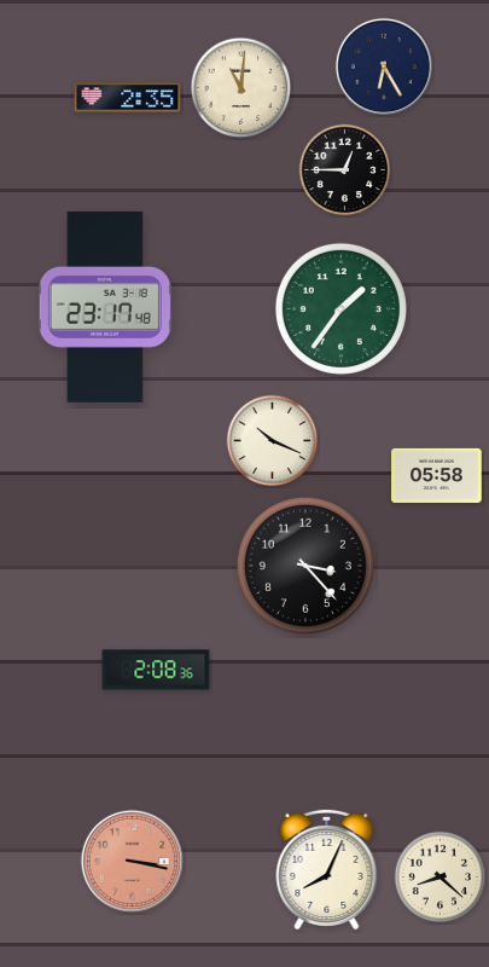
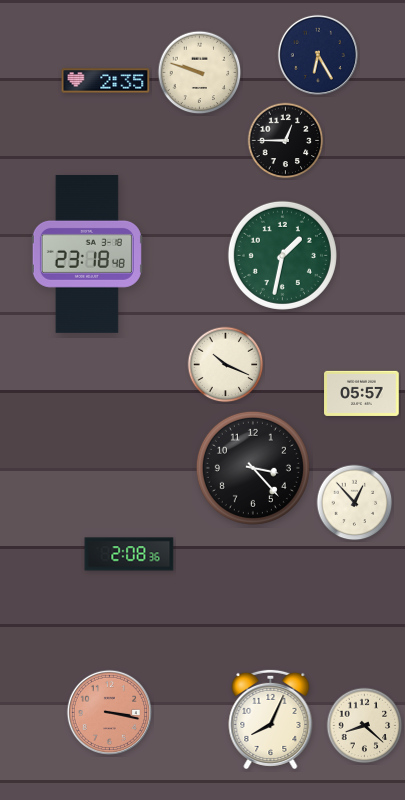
clock at (241, 88): 11:01 -> 9:48
clock at (105, 307): 23:17 -> 23:18
clock at (340, 308): 1:36 -> 1:32
clock at (437, 475): 05:58 -> 05:57
clock at (355, 503): none -> 12:53
